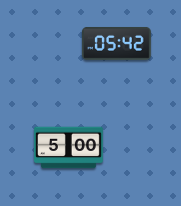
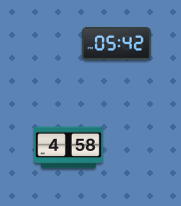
clock at (69, 148): 5:00 -> 4:58
